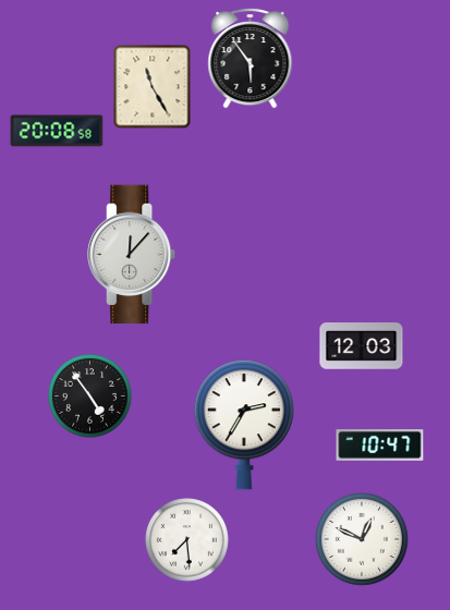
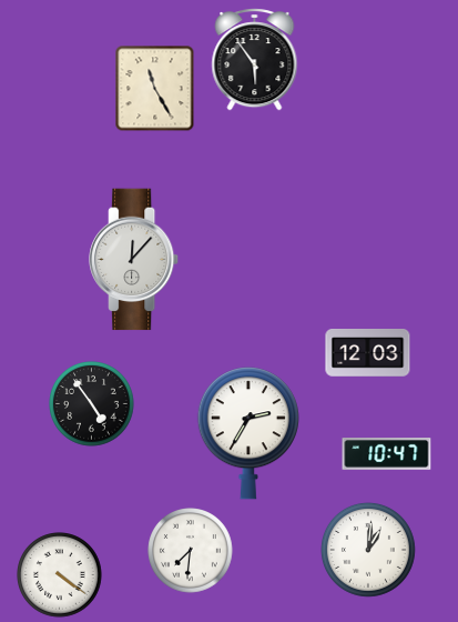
clock at (57, 131): 20:08 -> none
clock at (362, 539): 12:49 -> 1:01
clock at (187, 540): 7:29 -> 7:31
clock at (60, 575): none -> 4:21
